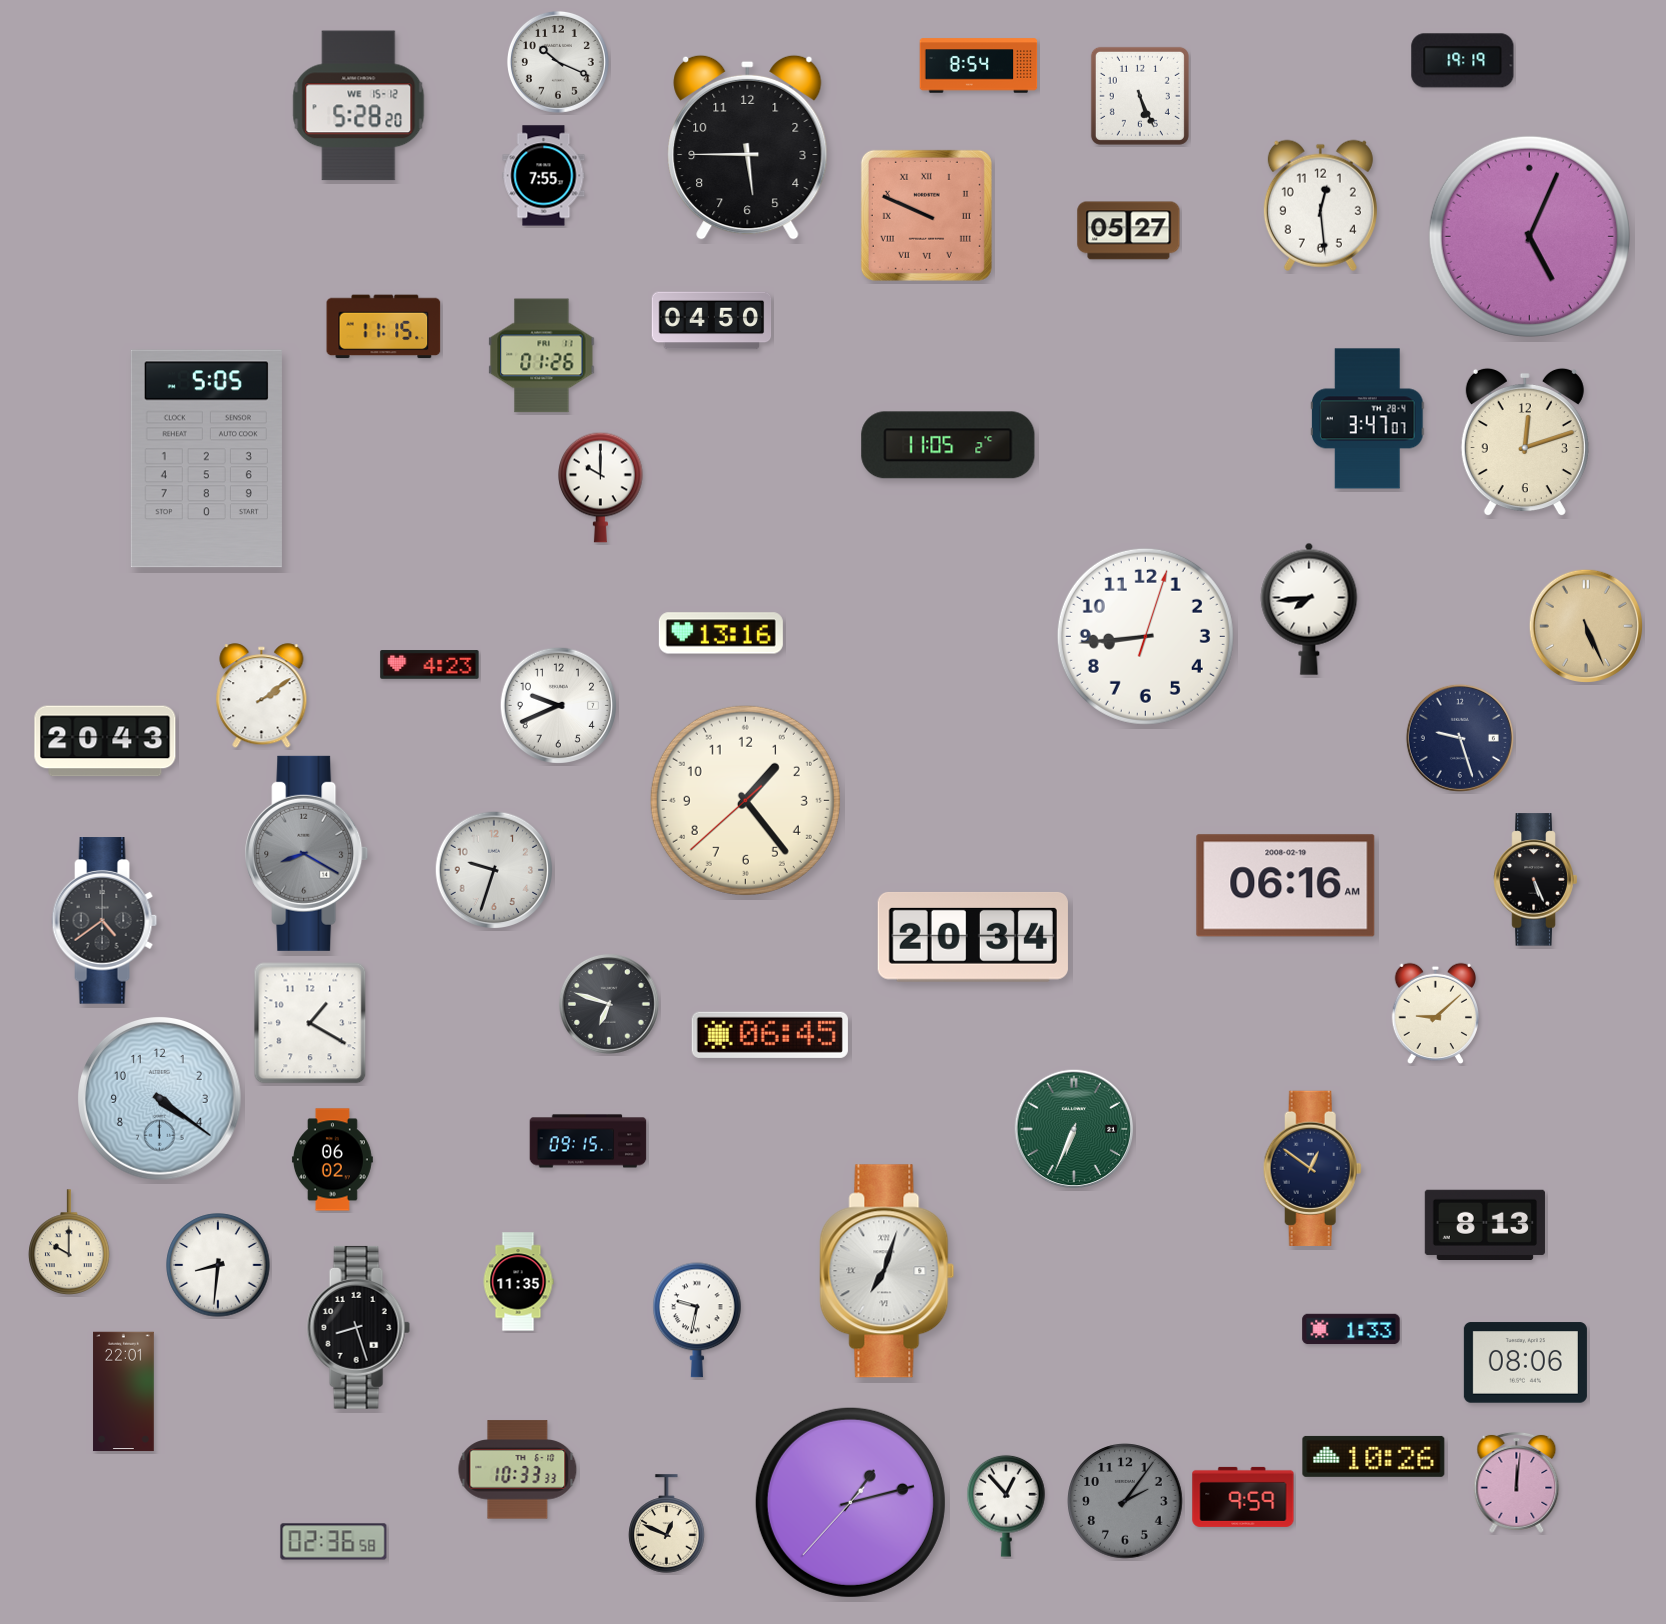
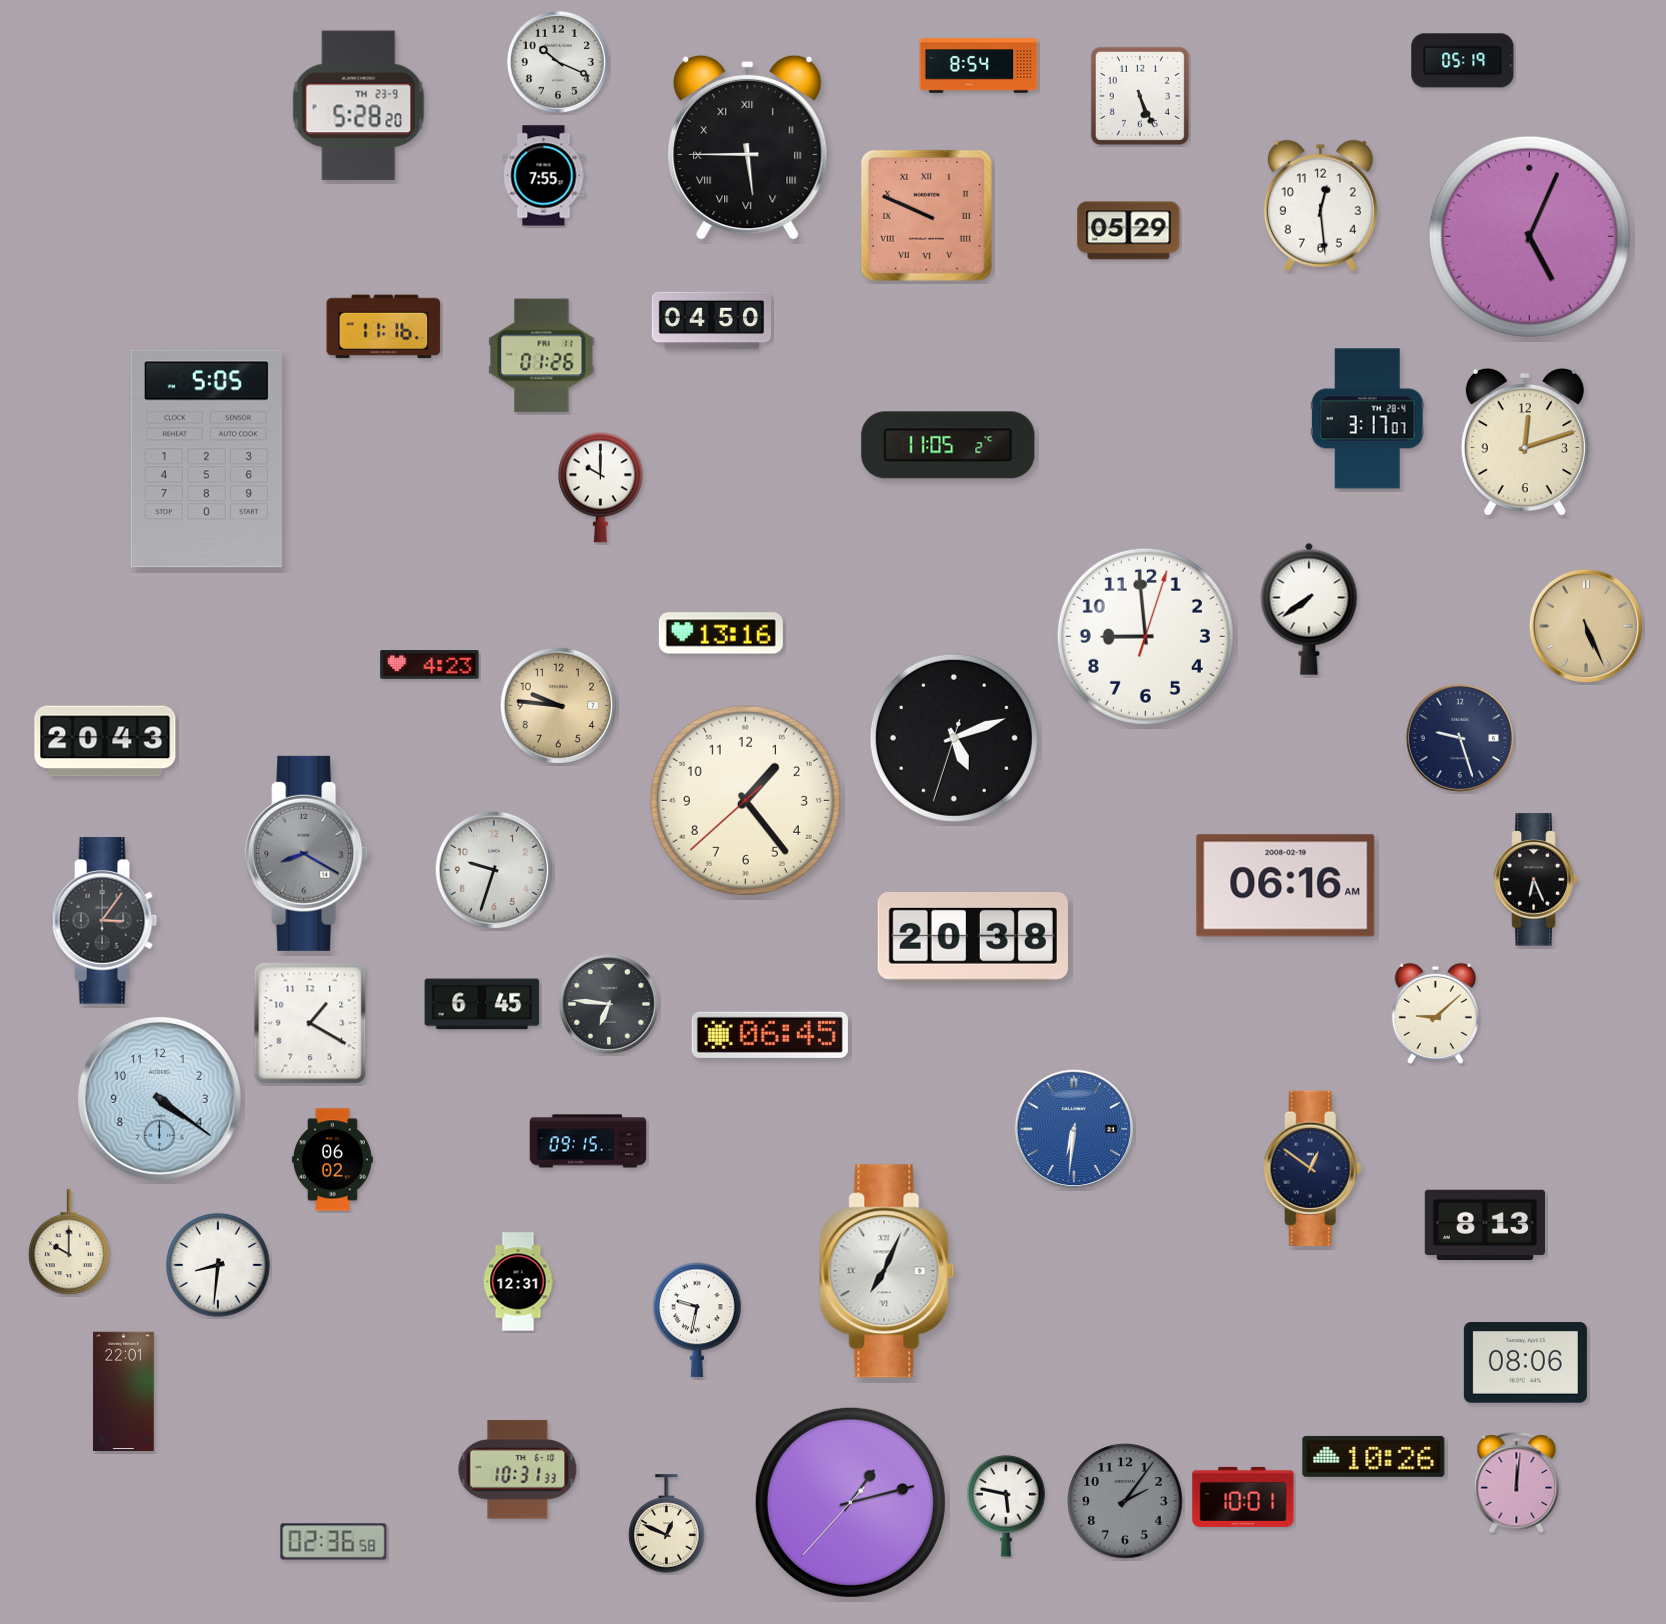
clock at (1463, 61): 19:19 -> 05:19
clock at (359, 106) date: WE 15-12 -> TH 23-9
clock at (748, 147) numerals: Arabic -> Roman
clock at (1129, 231): 05:27 -> 05:29
clock at (384, 327): 11:15 -> 11:16
clock at (1367, 419): 3:47 -> 3:17
clock at (1309, 609): 7:44 -> 7:39
clock at (1145, 636): 8:44 -> 8:59
clock at (262, 696): 2:09 -> none
clock at (558, 705): 9:41 -> 9:46
clock at (558, 705) dial: white -> champagne
clock at (954, 738): none -> 5:11
clock at (1536, 880): 5:26 -> 6:26
clock at (105, 921): 4:39 -> 3:06
clock at (973, 937): 20:34 -> 20:38
clock at (482, 1004): none -> 6:45
clock at (609, 1004): 6:48 -> 6:46
clock at (1074, 1129): 6:34 -> 6:31
clock at (1074, 1129) dial: green -> blue
clock at (887, 1271): 7:03 -> 7:04
clock at (518, 1282): 11:35 -> 12:31
clock at (358, 1327): 8:27 -> none
clock at (1351, 1329): 1:33 -> none
clock at (518, 1470): 10:33 -> 10:31
clock at (1243, 1497): 9:59 -> 10:01
clock at (1006, 1506): 12:53 -> 5:47
